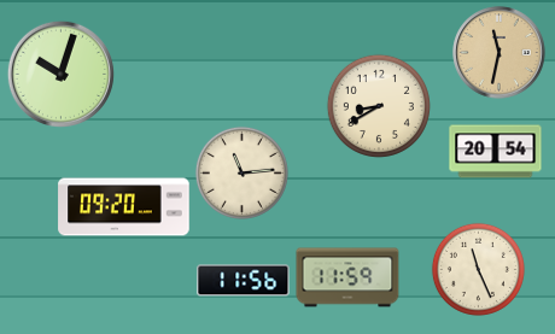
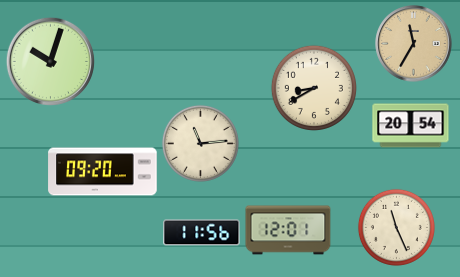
clock at (499, 53): 11:32 -> 11:35
clock at (478, 269) position: (478, 269) -> (396, 227)
clock at (347, 277): 11:59 -> 12:01
